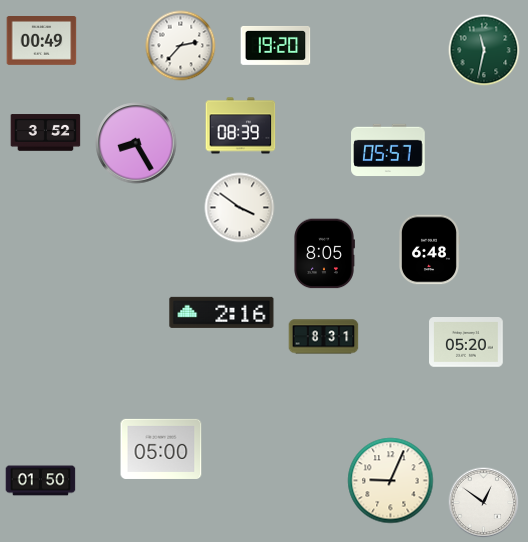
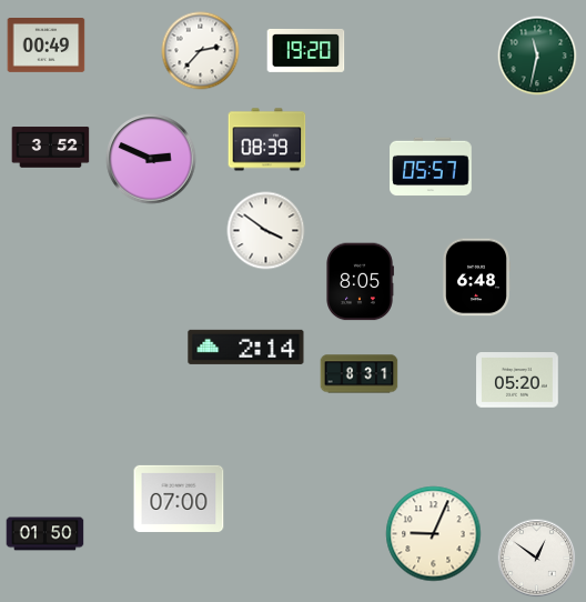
clock at (136, 143): 8:25 -> 2:49
clock at (222, 312): 2:16 -> 2:14
clock at (161, 449): 05:00 -> 07:00
